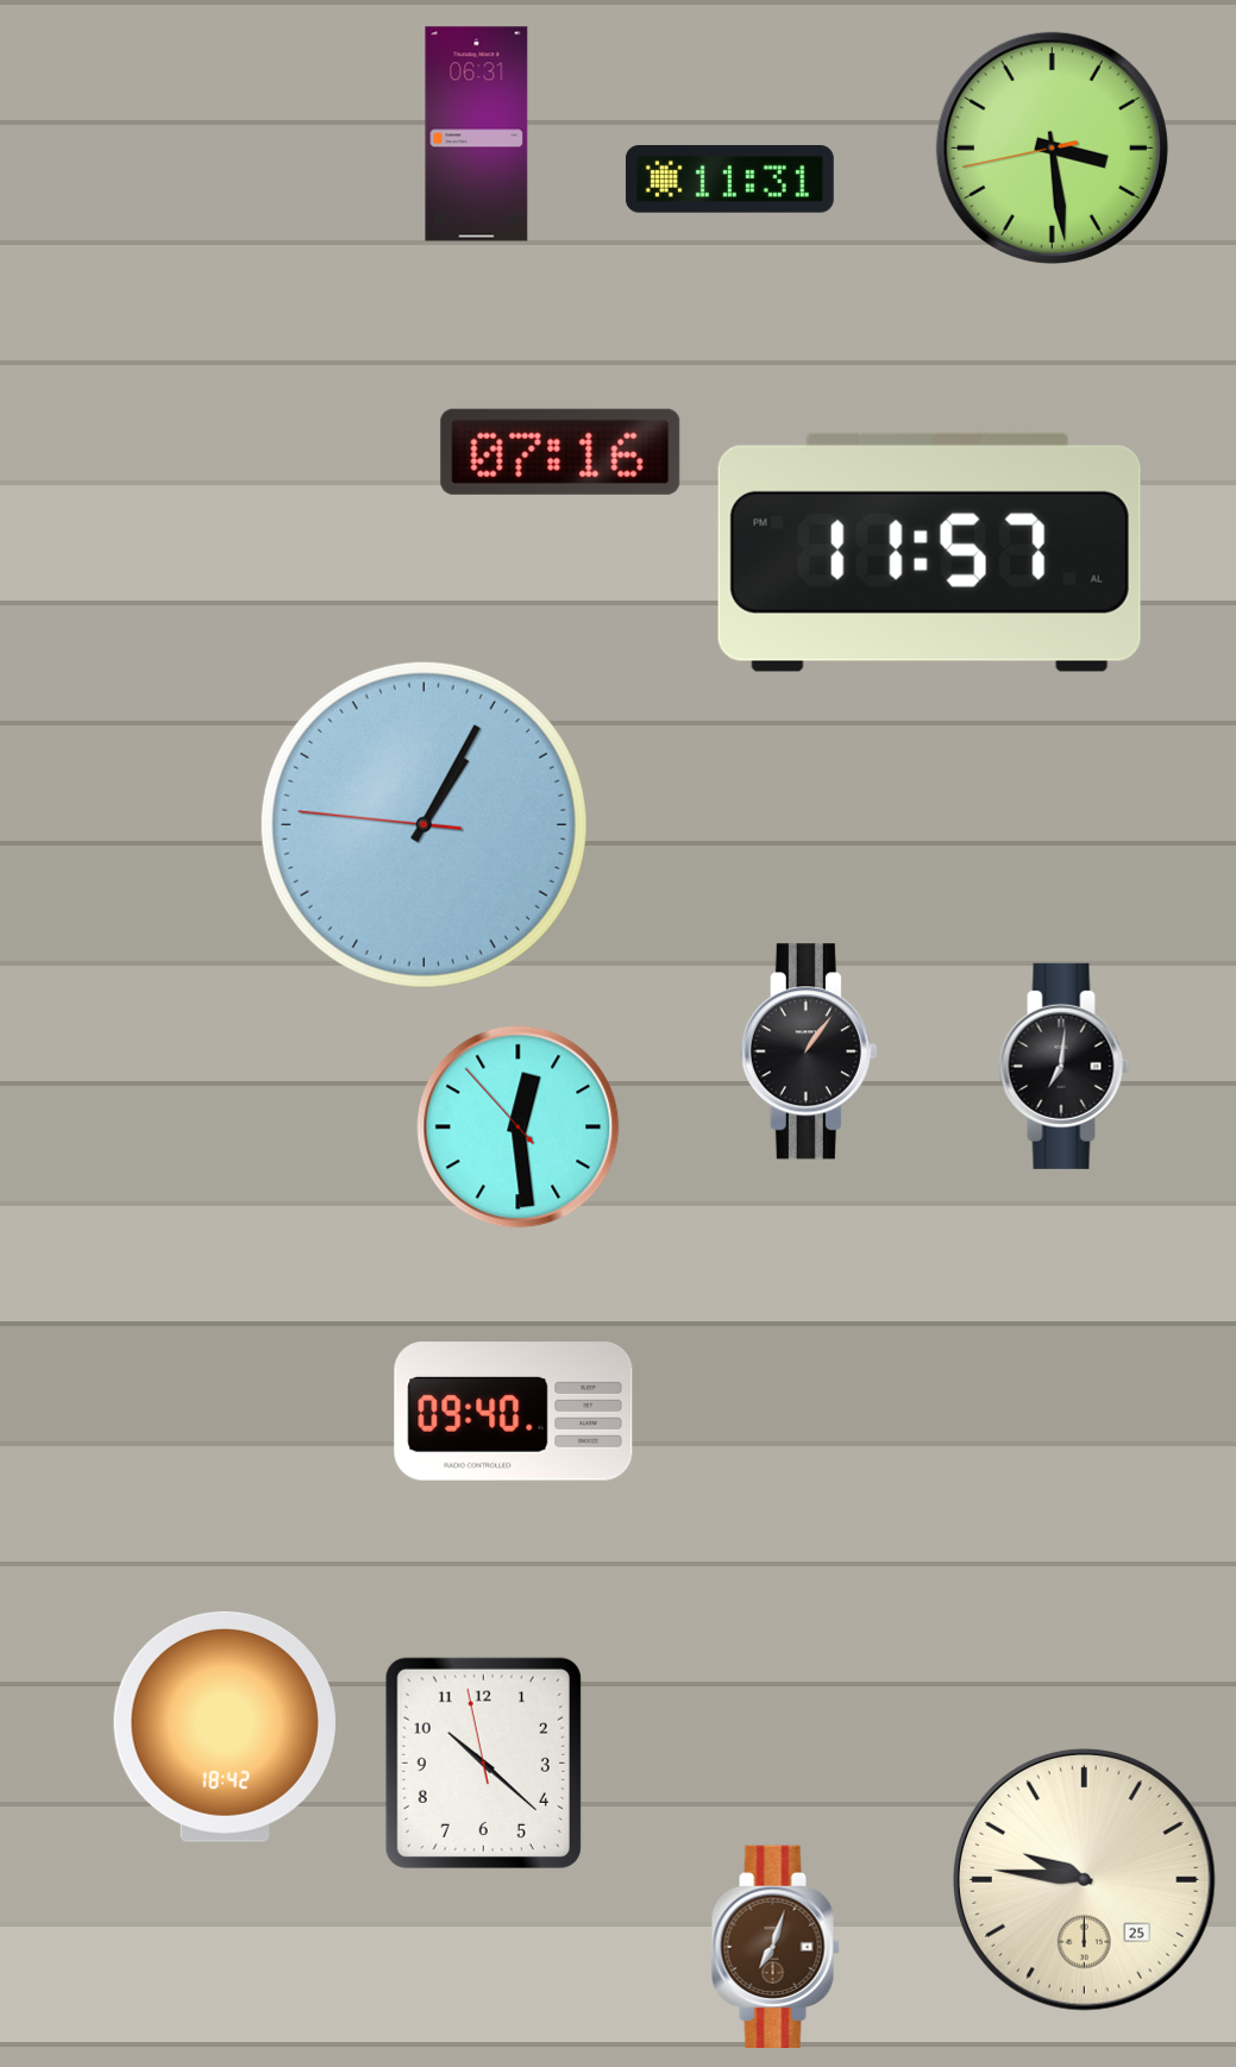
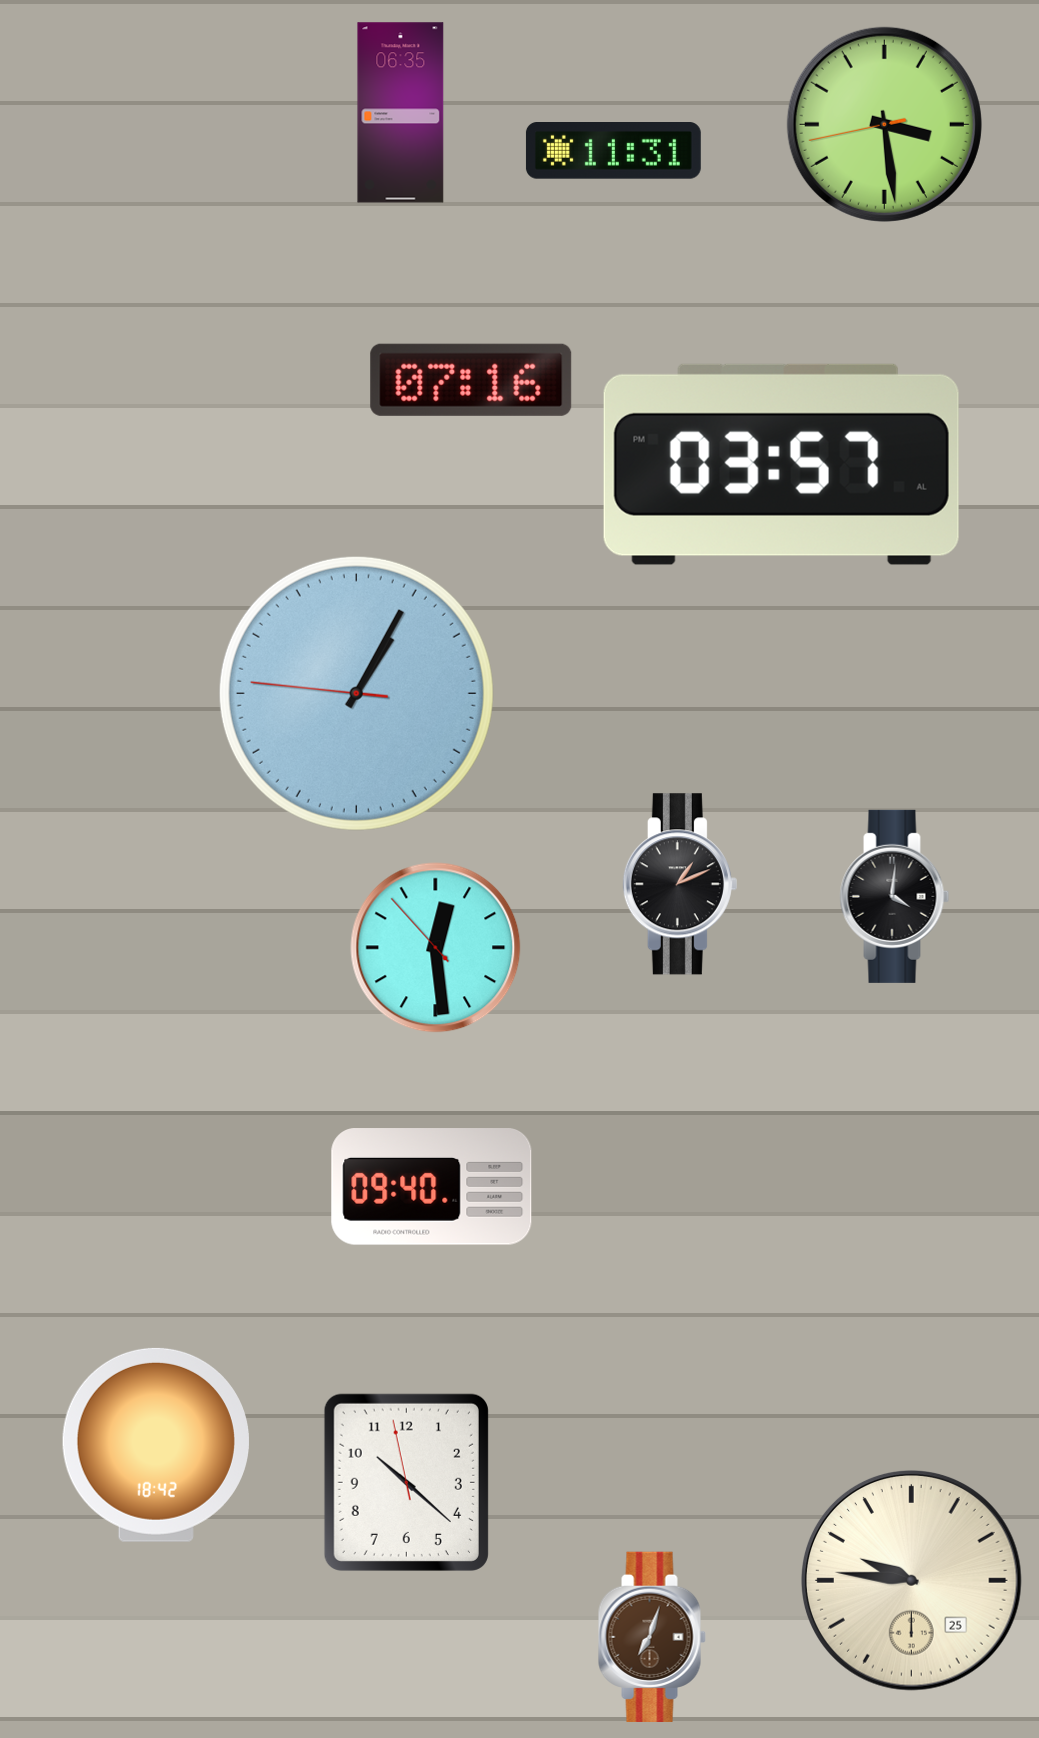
clock at (477, 134): 06:31 -> 06:35
clock at (929, 552): 11:57 -> 03:57
clock at (809, 1051): 1:06 -> 1:11
clock at (1065, 1066): 7:01 -> 4:01
clock at (225, 1727) position: (225, 1727) -> (156, 1445)
